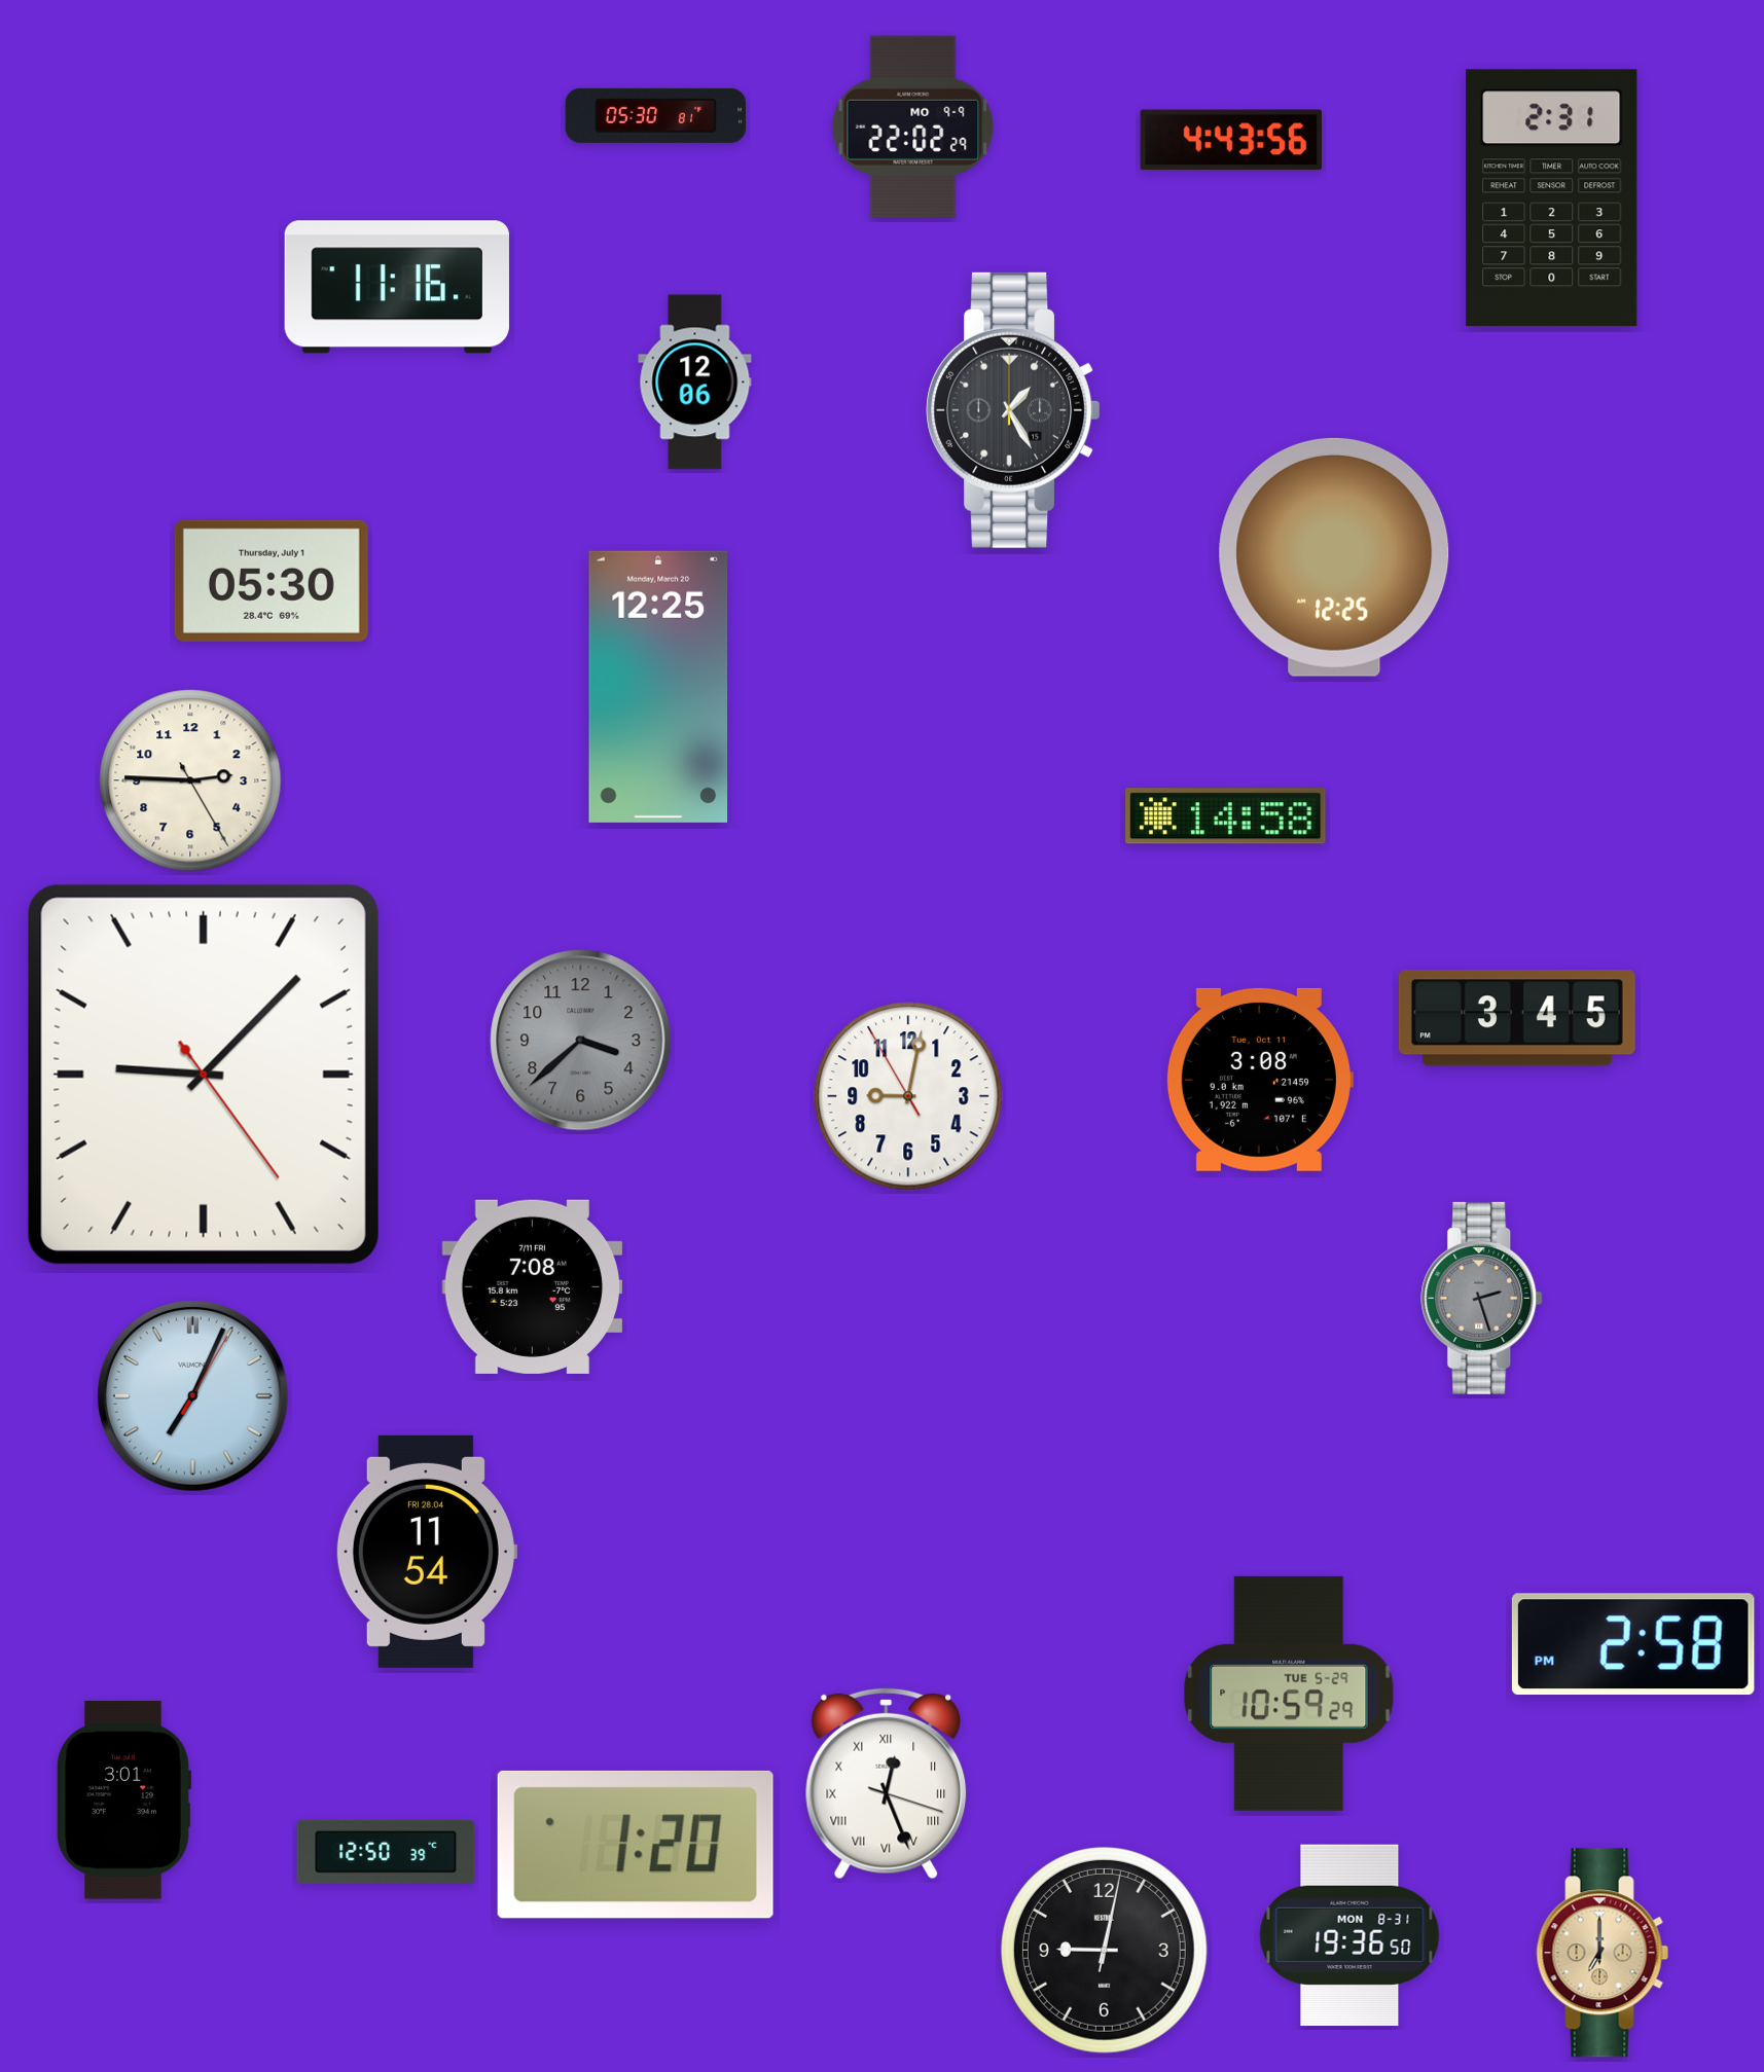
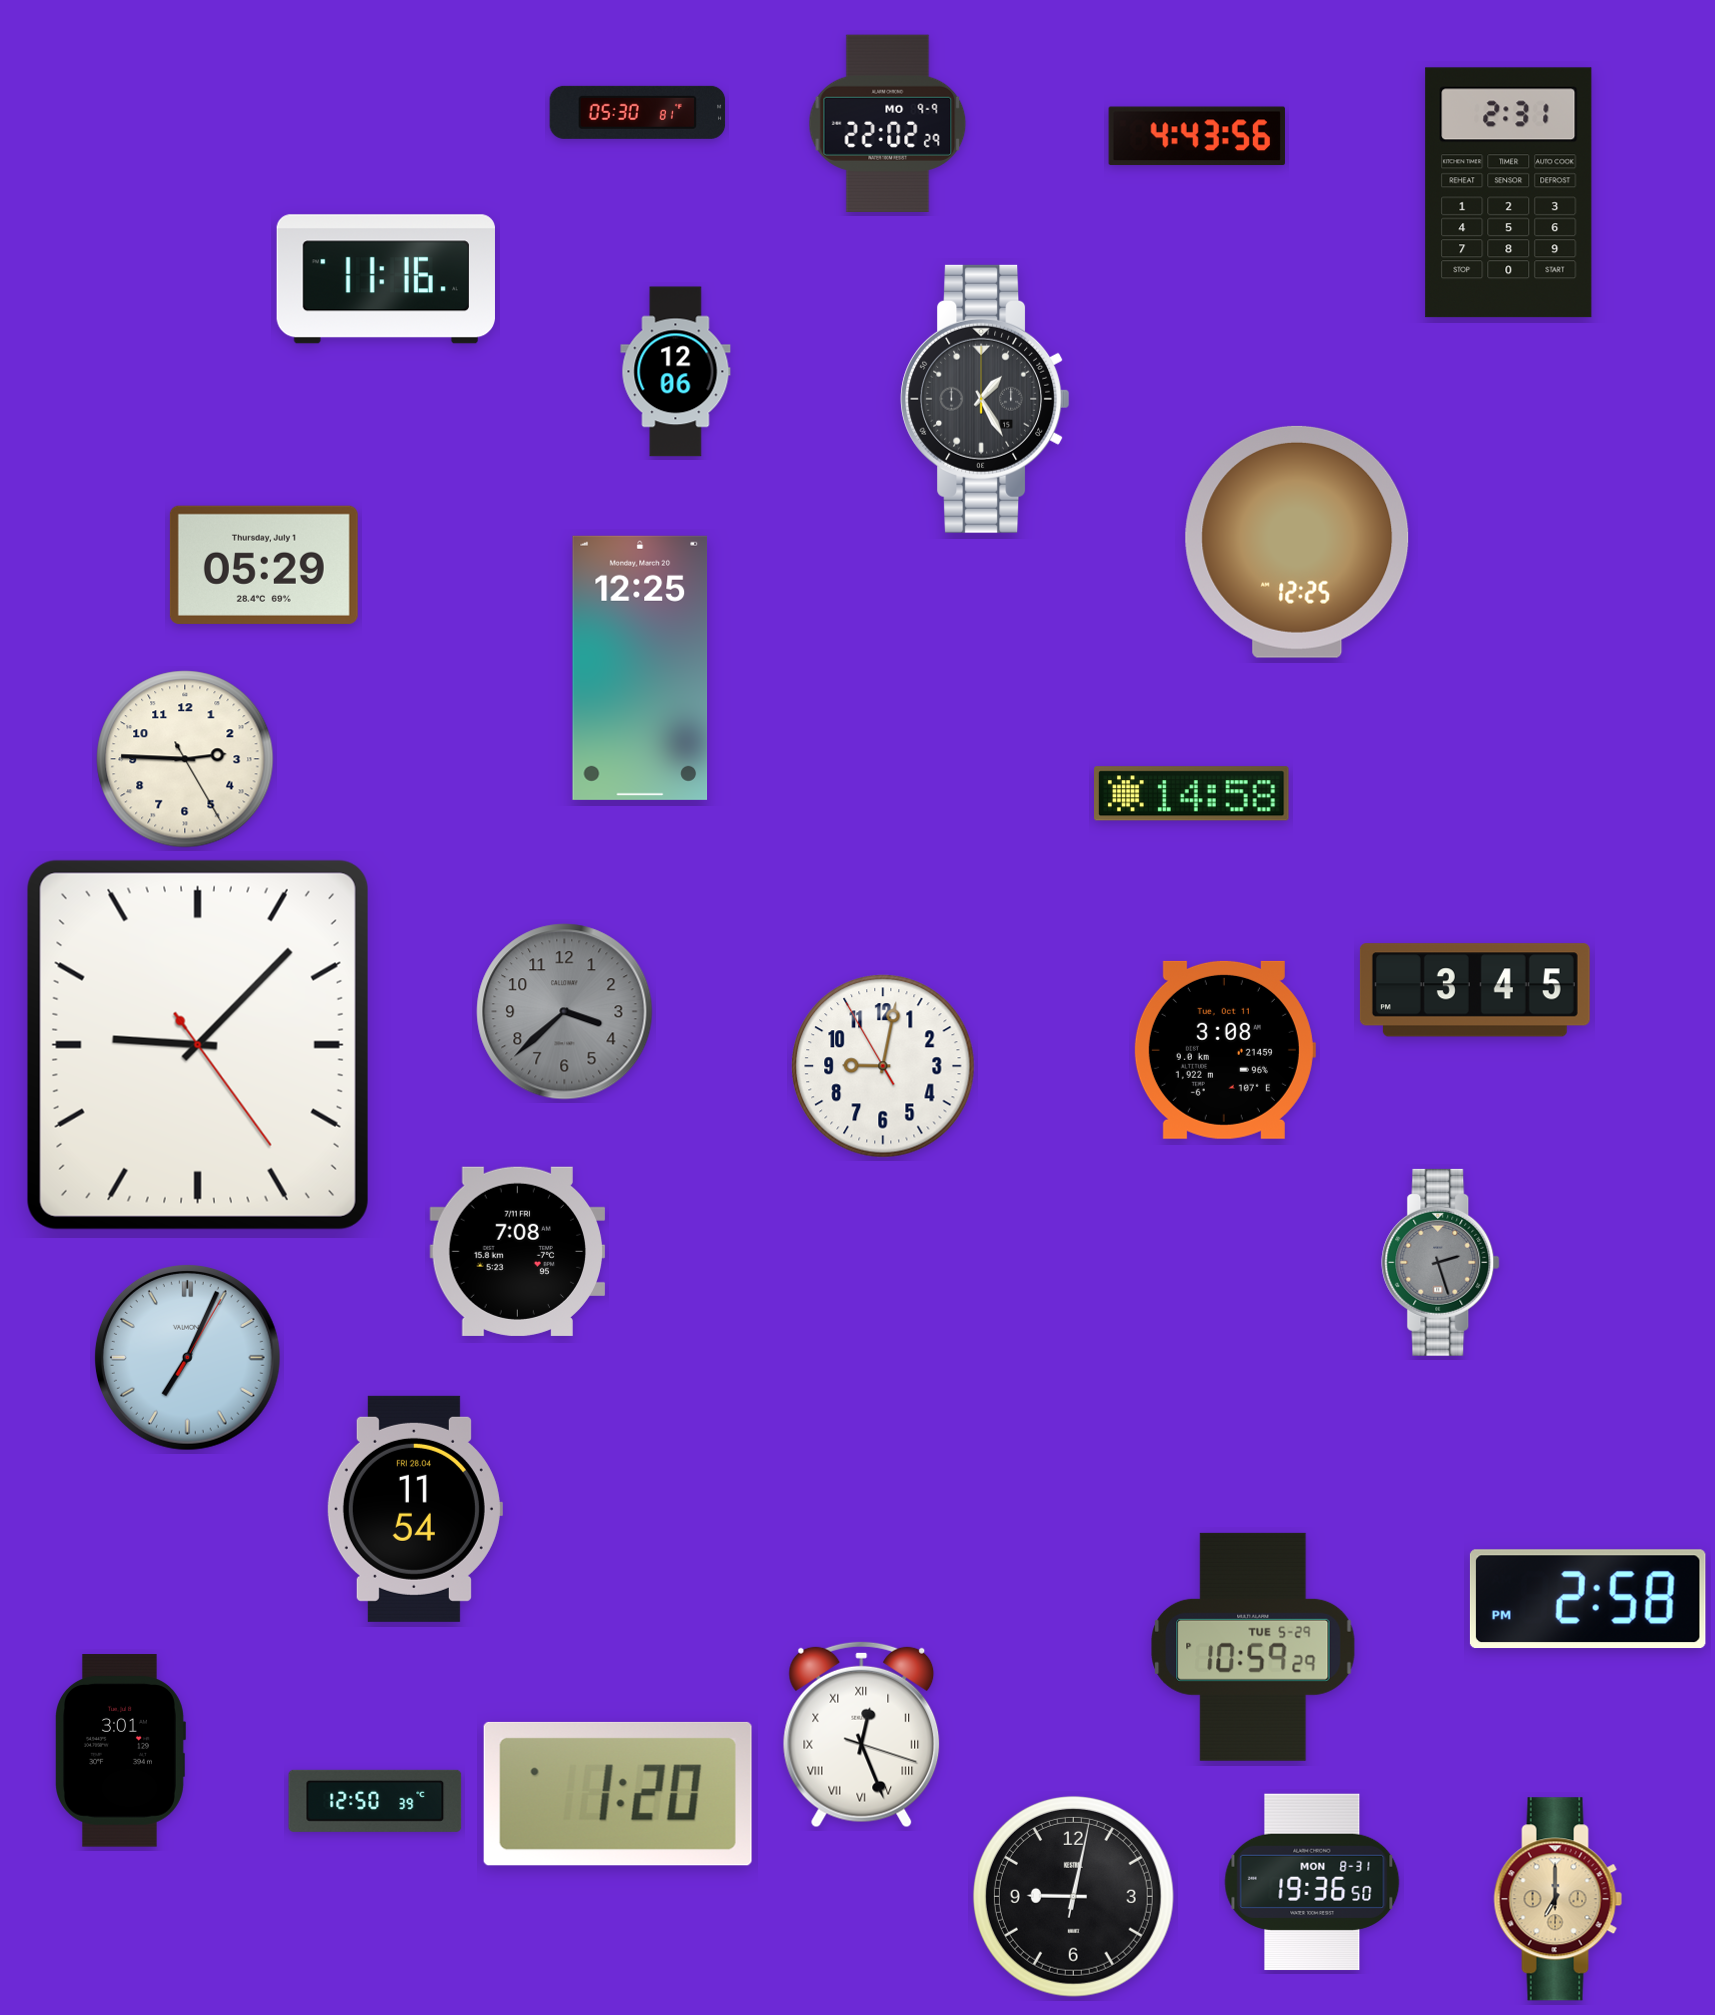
clock at (272, 581): 05:30 -> 05:29
